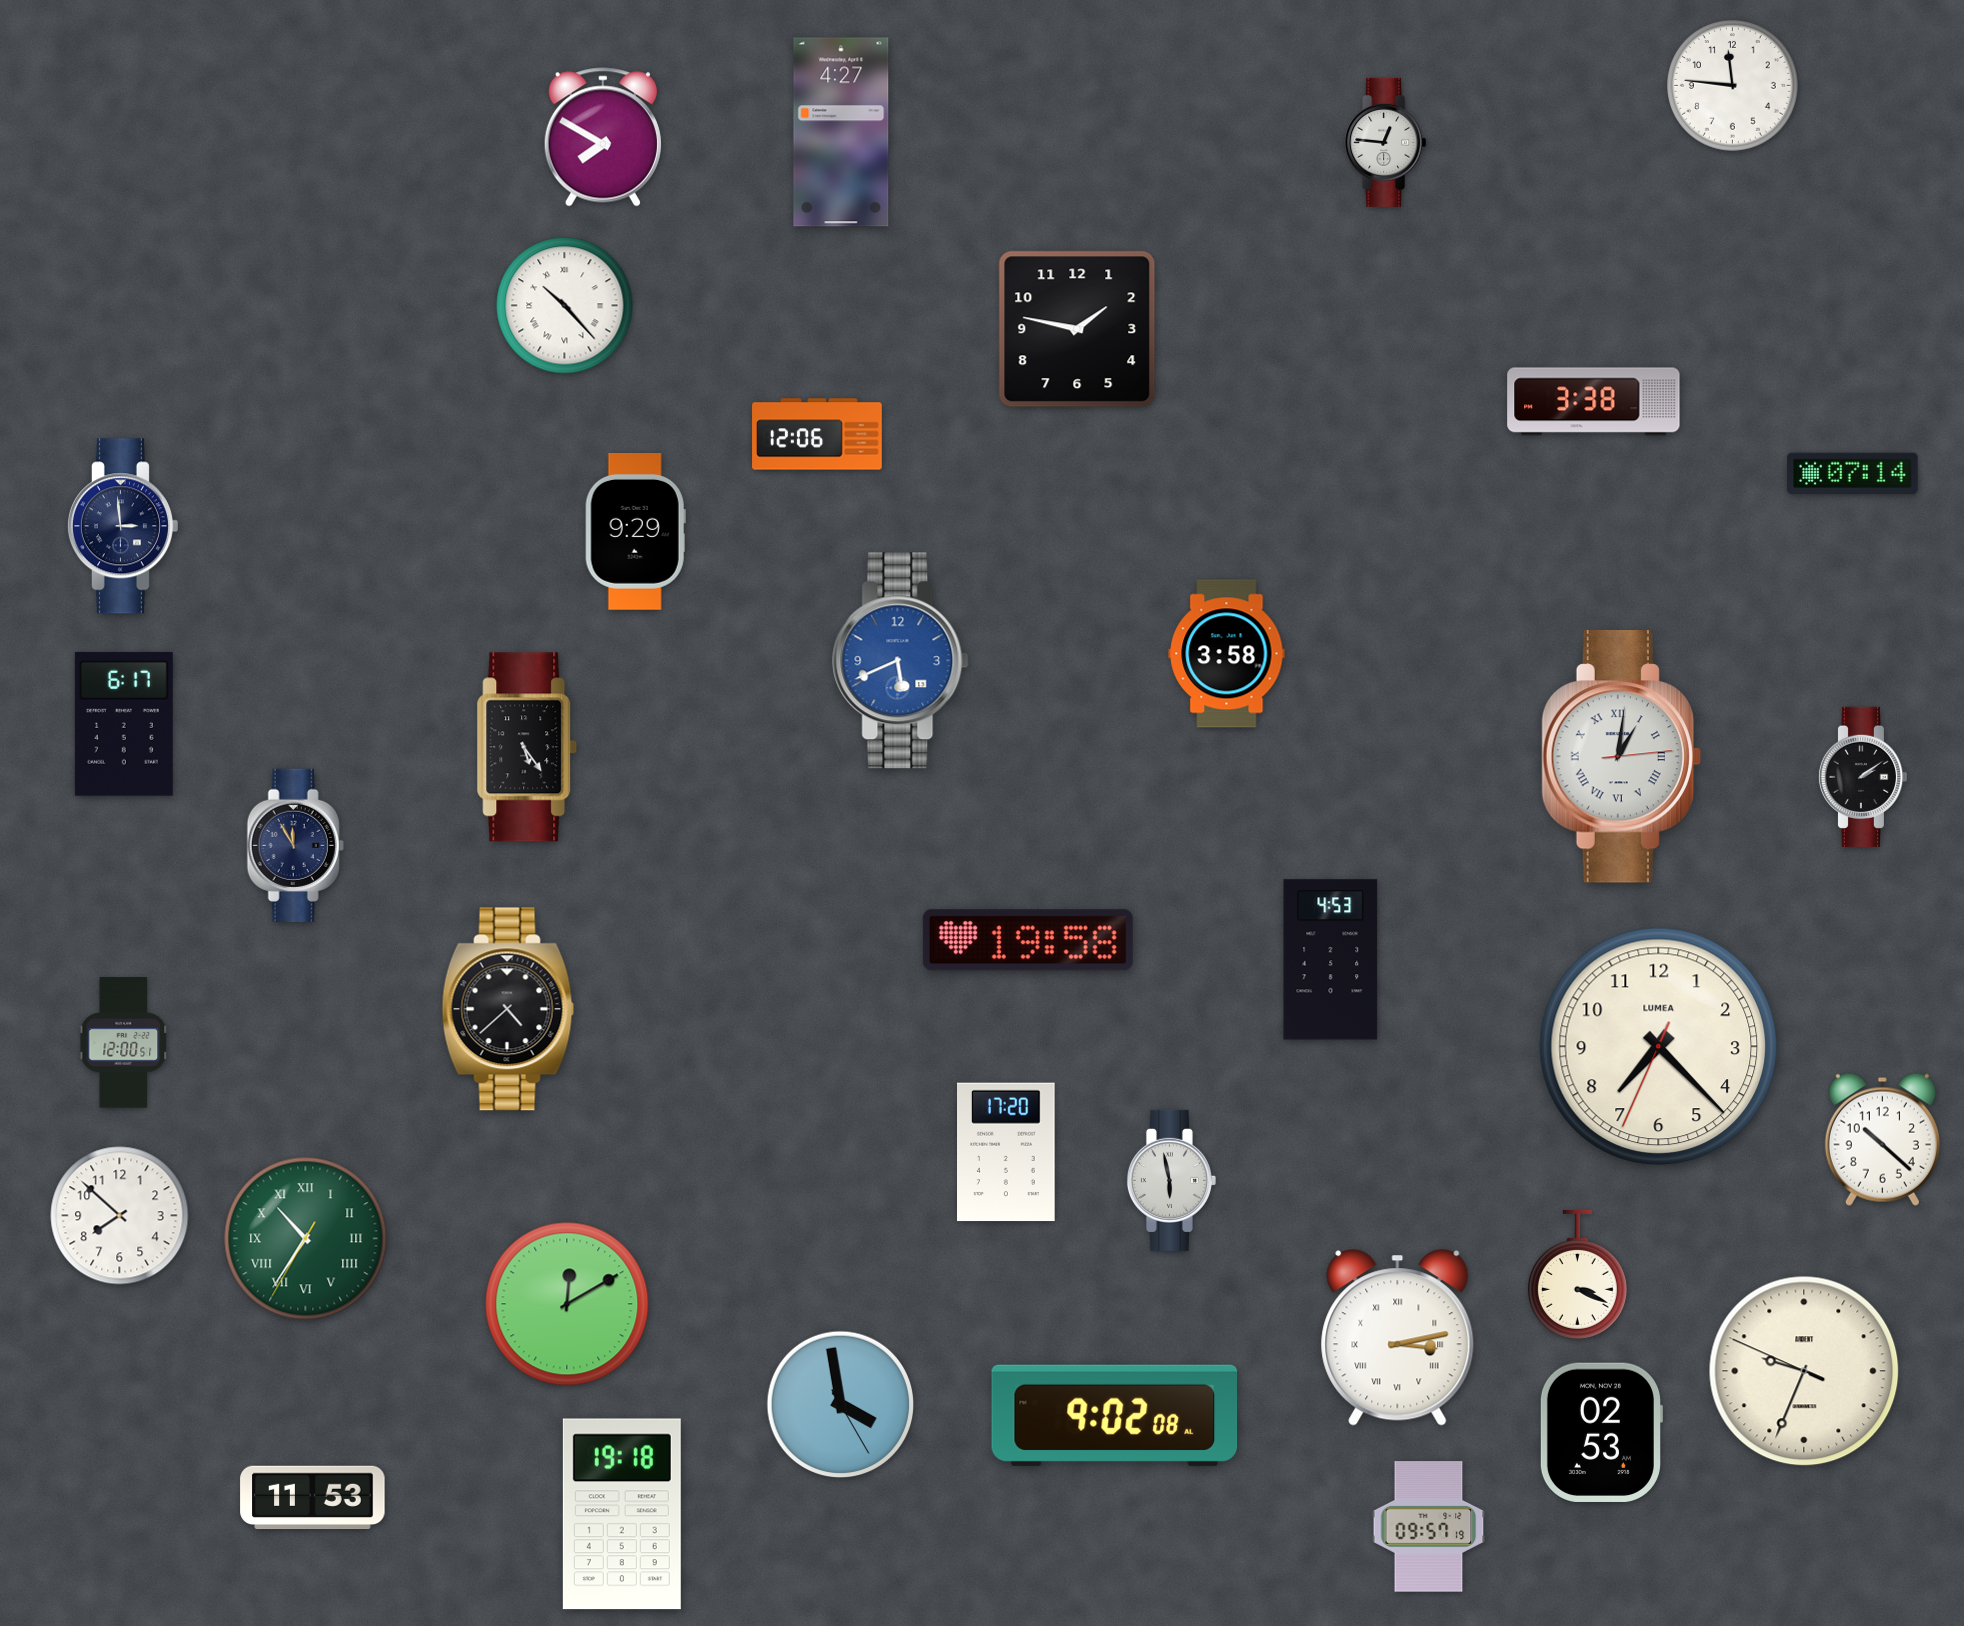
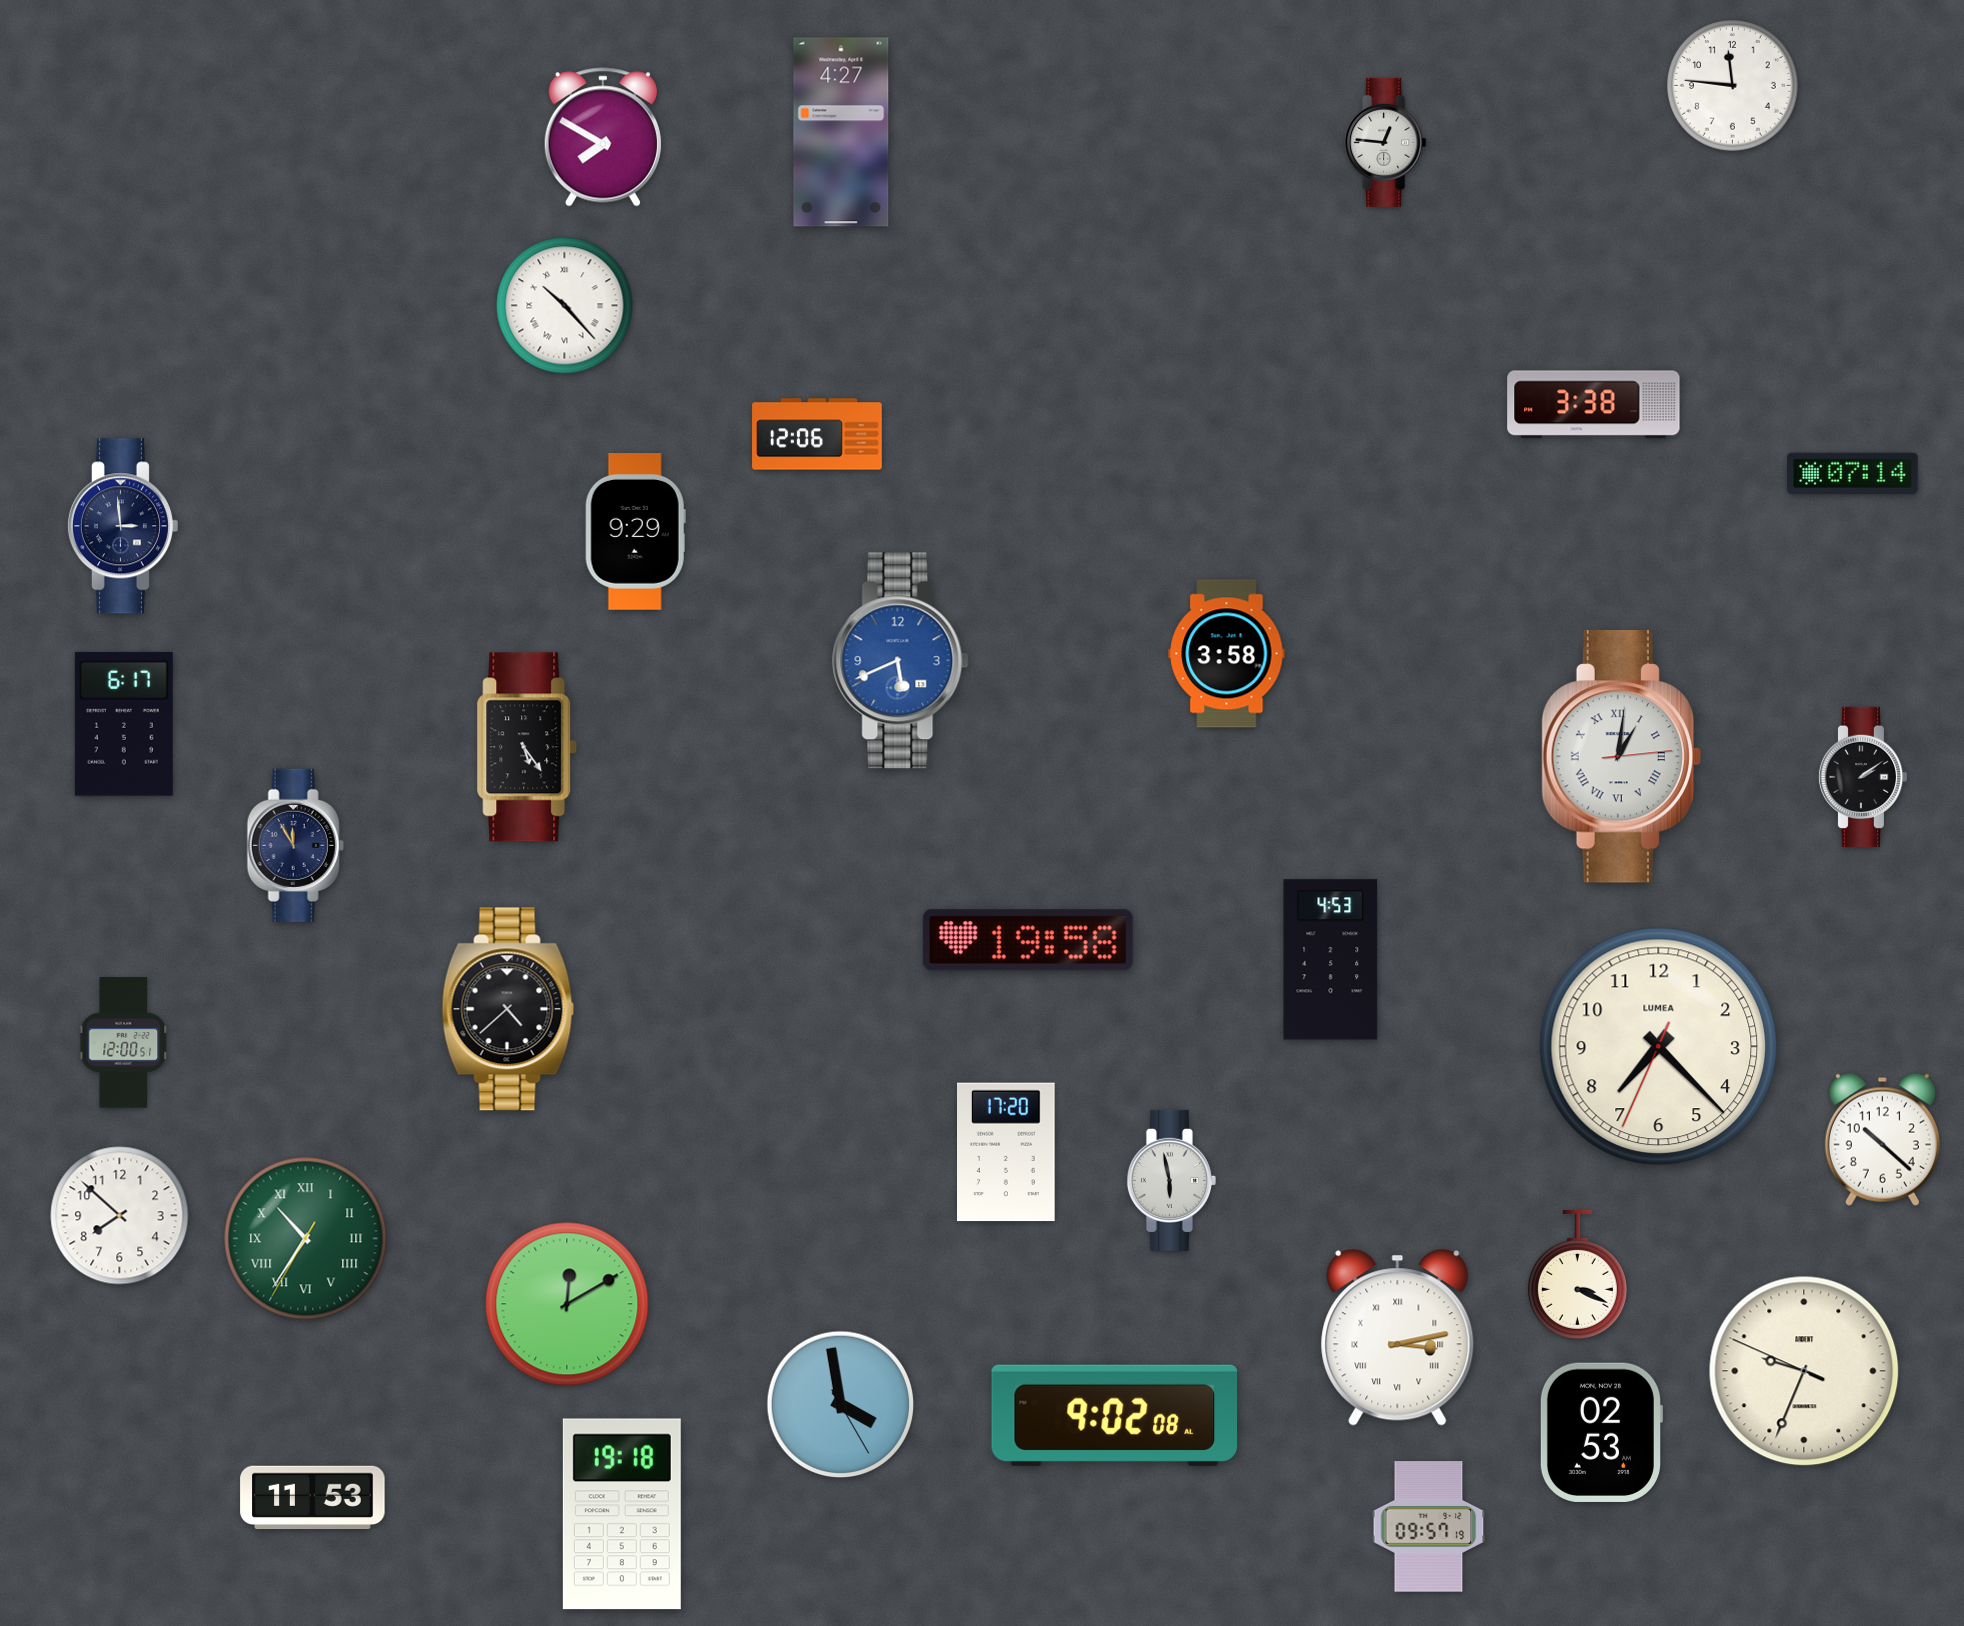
clock at (1077, 329): 1:47 -> none
clock at (1594, 402) position: (1594, 402) -> (1594, 405)
